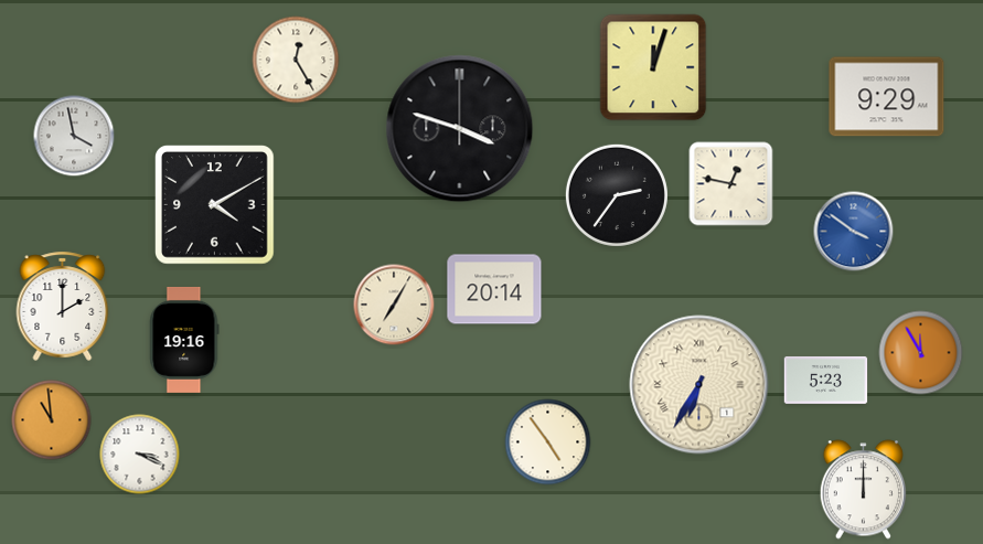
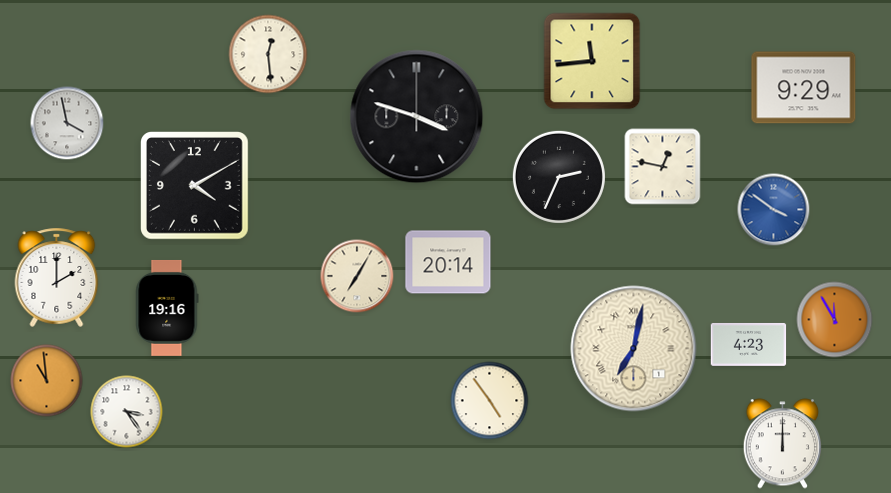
clock at (296, 60): 12:25 -> 12:29
clock at (653, 67): 12:03 -> 11:44
clock at (617, 195): 2:36 -> 2:34
clock at (826, 380): 5:23 -> 4:23
clock at (699, 385): 6:35 -> 7:02
clock at (548, 442) position: (548, 442) -> (490, 401)
clock at (140, 455): 3:19 -> 3:24
